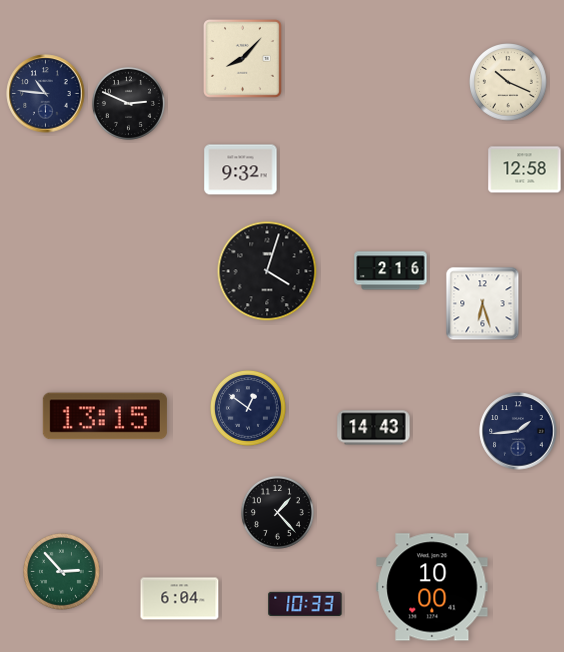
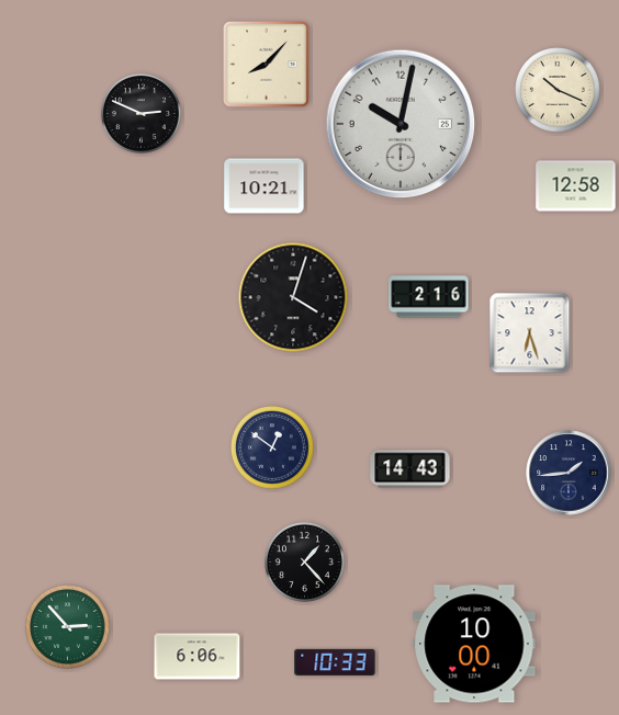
clock at (46, 94): 10:46 -> none
clock at (401, 124): none -> 10:02
clock at (241, 170): 9:32 -> 10:21
clock at (105, 416): 13:15 -> none
clock at (180, 599): 6:04 -> 6:06
